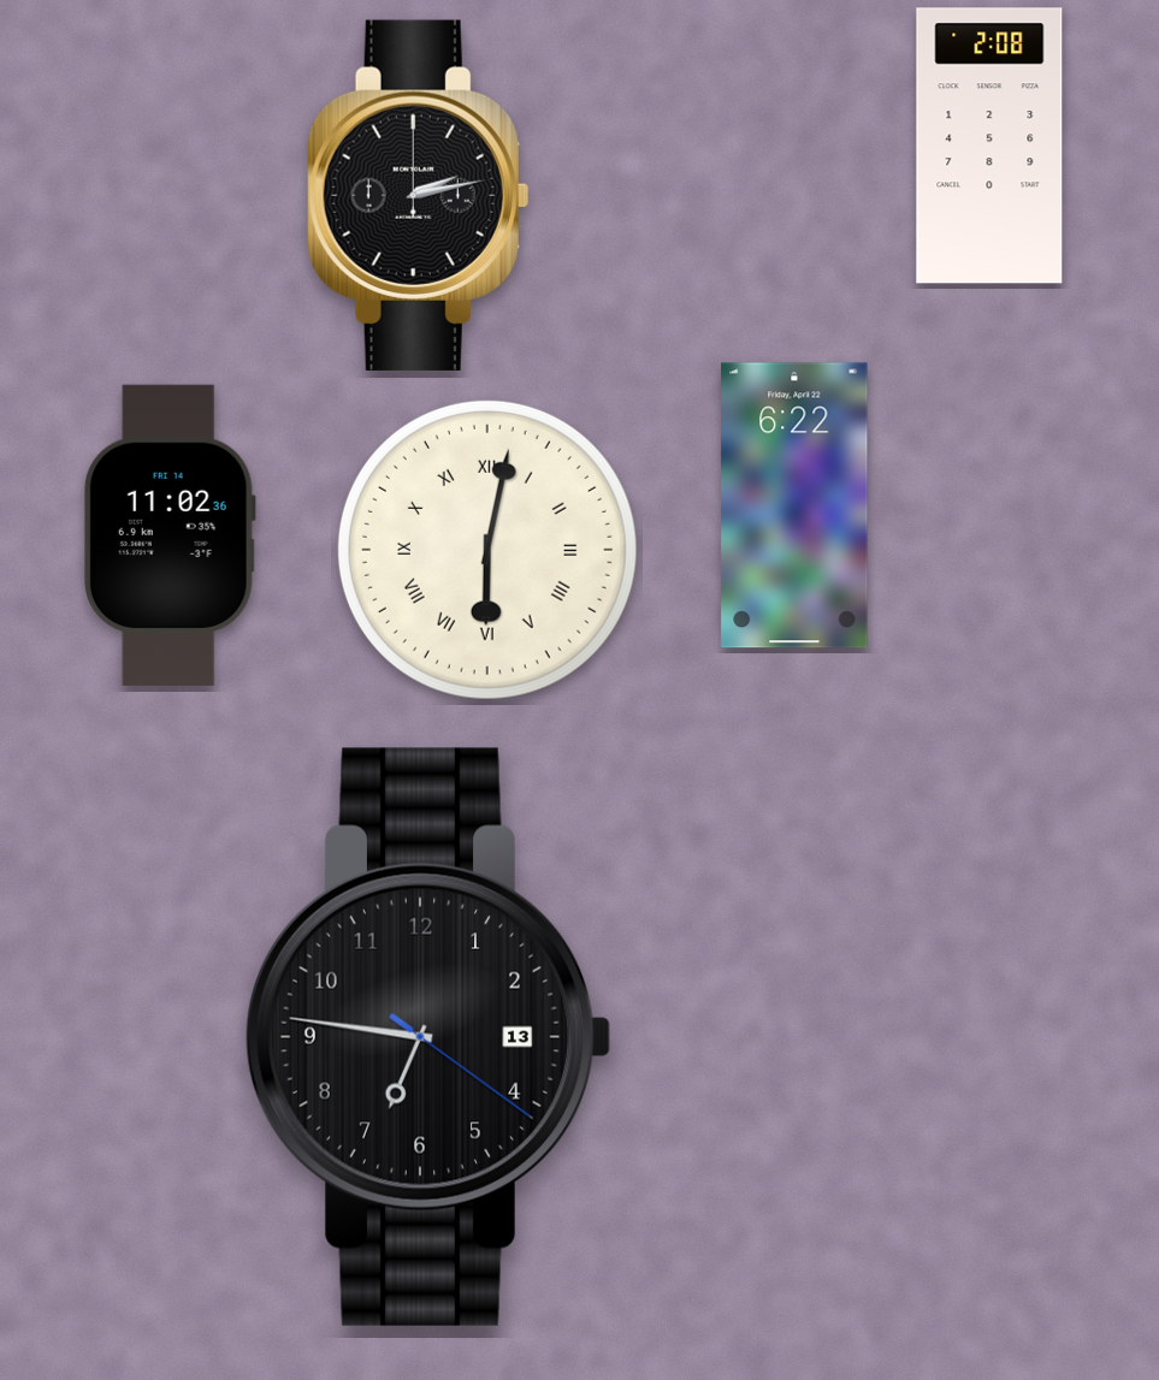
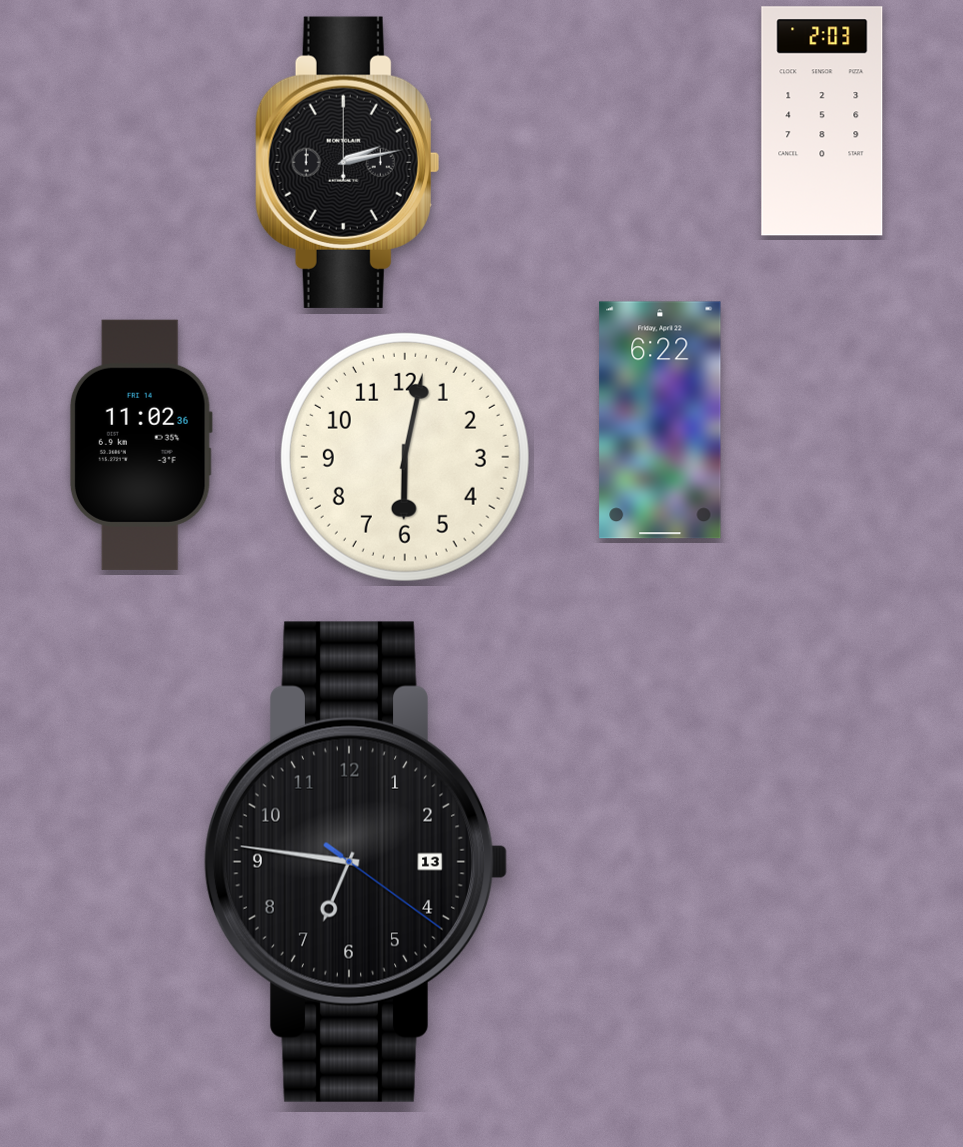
clock at (989, 146): 2:08 -> 2:03
clock at (487, 550) numerals: Roman -> Arabic
